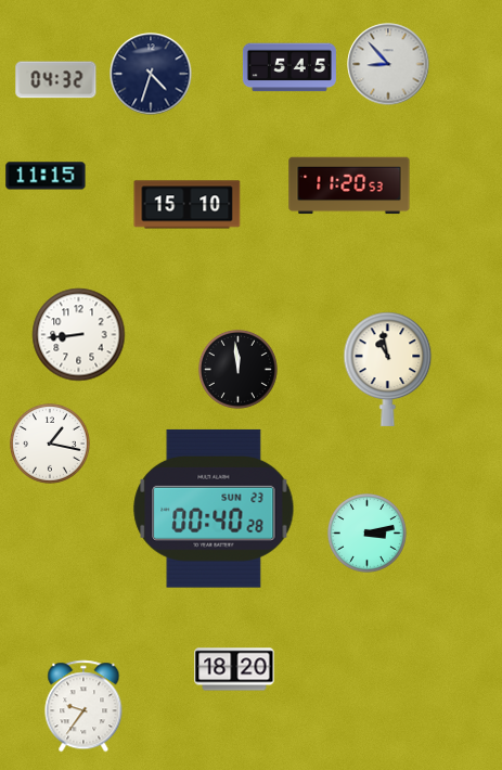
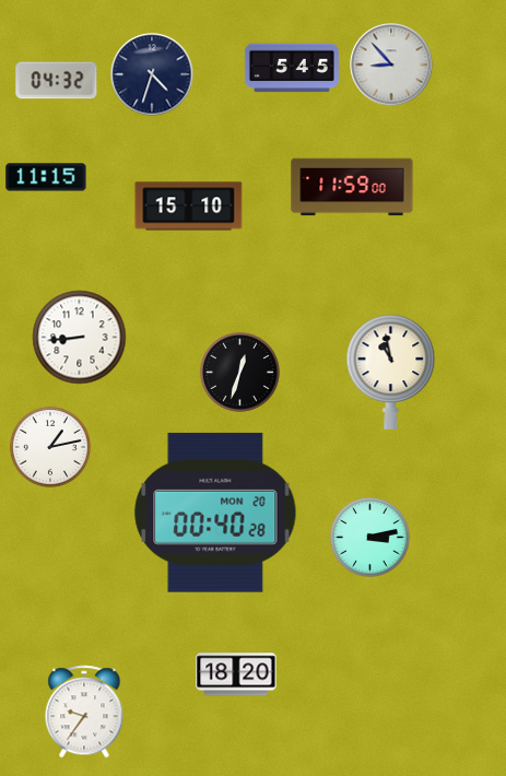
clock at (349, 185): 11:20 -> 11:59
clock at (237, 369): 11:59 -> 12:33
clock at (50, 444): 1:17 -> 1:13
clock at (214, 509) date: SUN 23 -> MON 20
